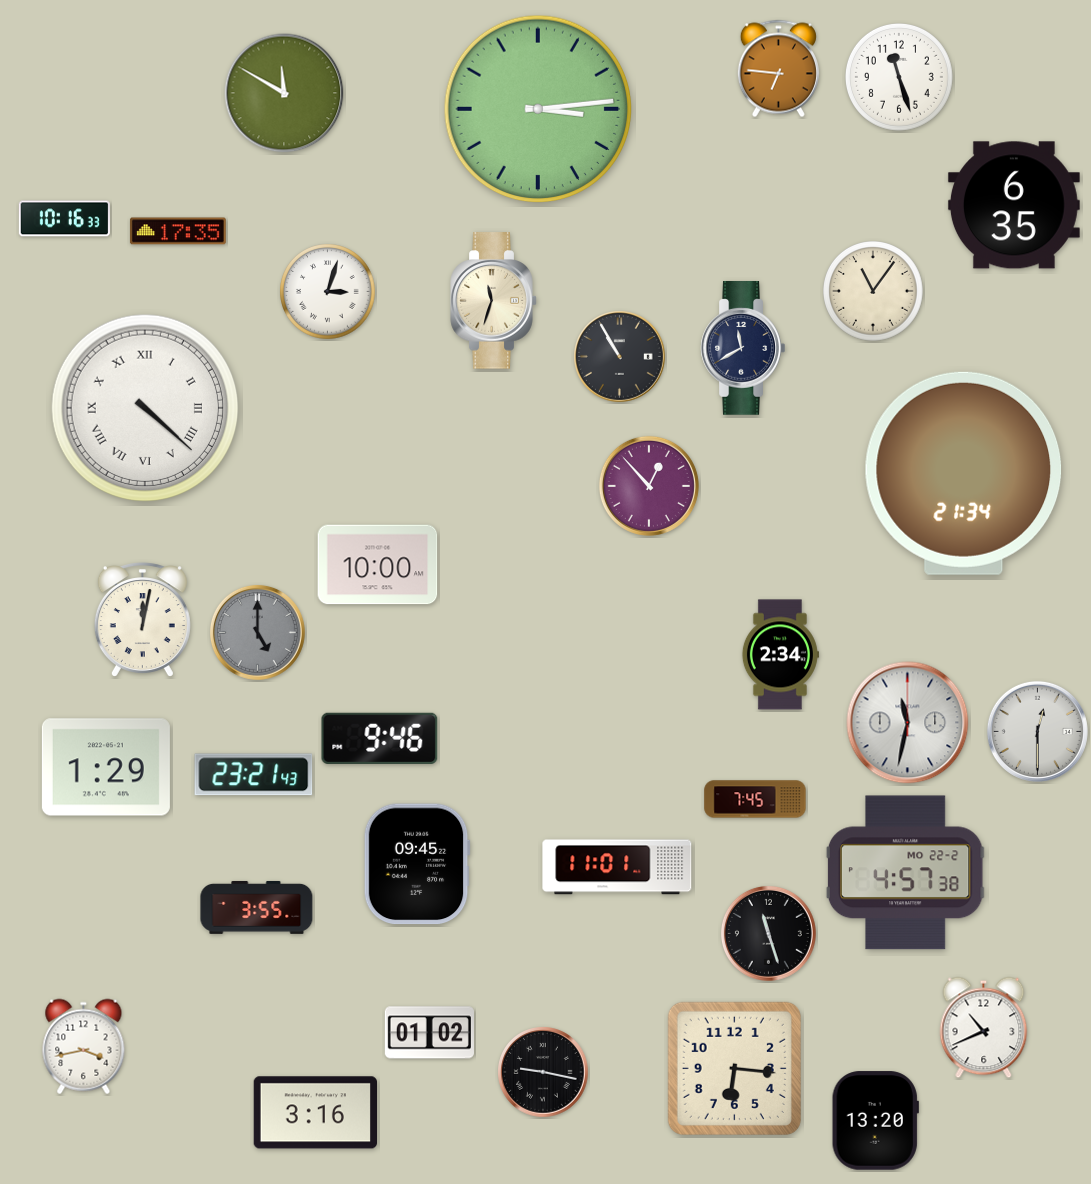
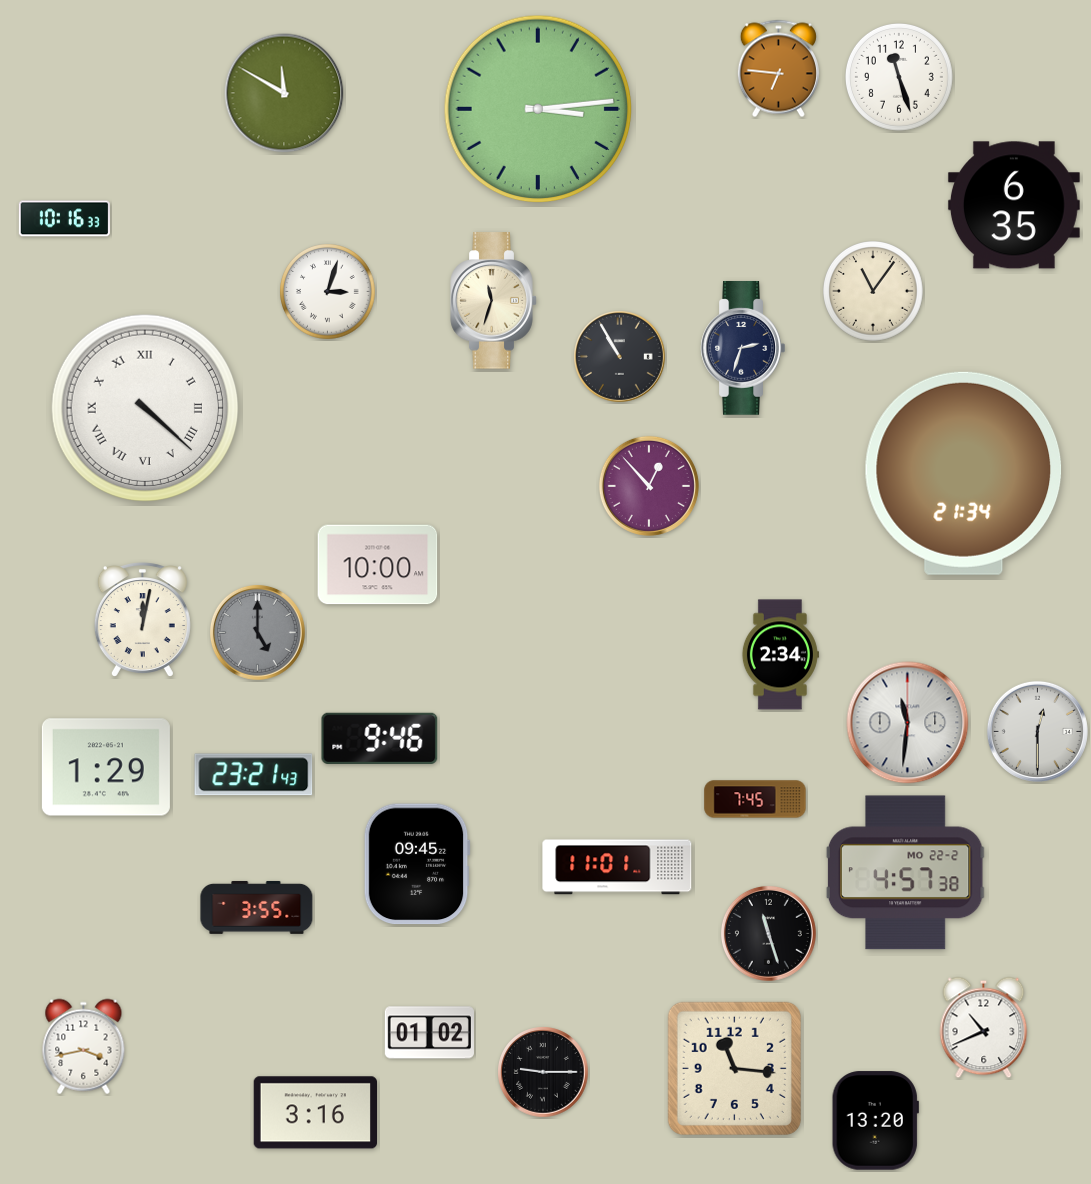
clock at (178, 231): 17:35 -> none
clock at (743, 349): 11:40 -> 2:33
clock at (908, 723): 11:32 -> 11:31
clock at (734, 1068): 6:16 -> 11:16
clock at (543, 1072): 9:17 -> 9:15
